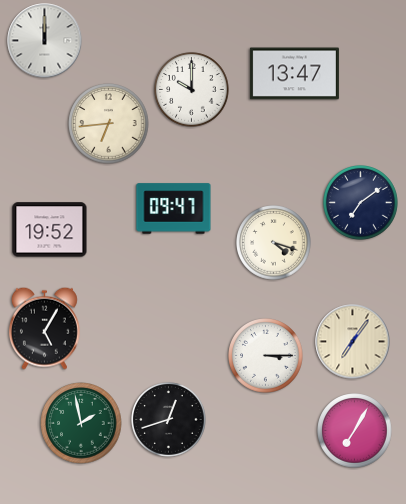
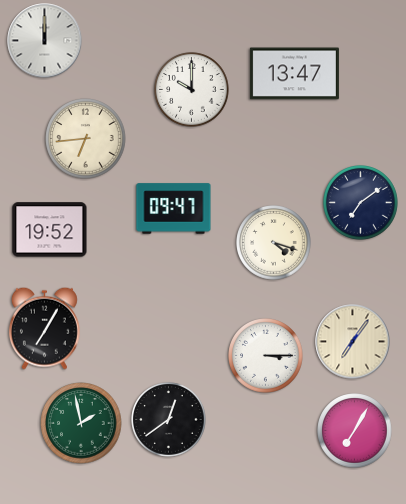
clock at (109, 124) position: (109, 124) -> (86, 139)
clock at (44, 328): 5:05 -> 7:05
clock at (169, 420): 12:42 -> 12:39
